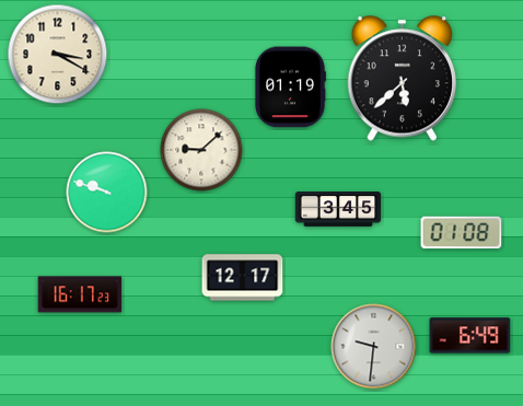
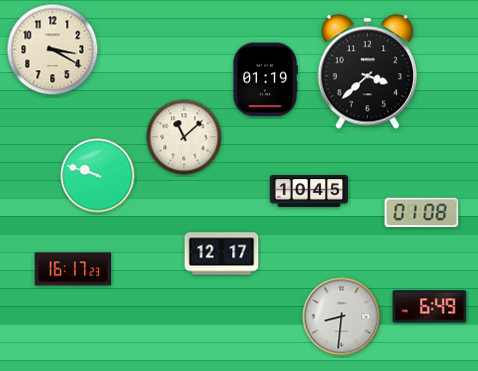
clock at (402, 79): 5:38 -> 3:38
clock at (201, 150): 9:08 -> 11:08
clock at (338, 210): 3:45 -> 10:45
clock at (374, 347): 9:31 -> 8:31
